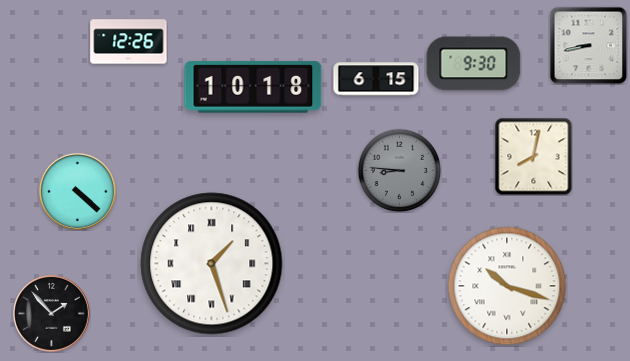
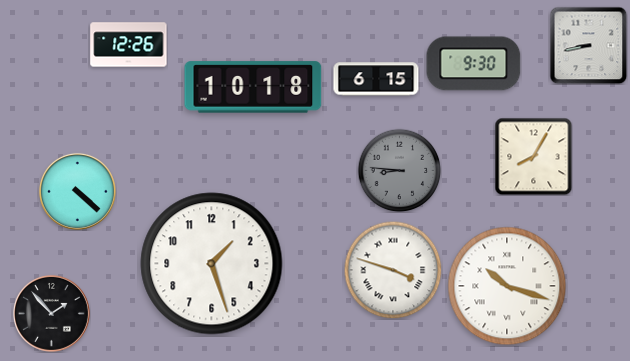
clock at (129, 42) position: (129, 42) -> (129, 45)
clock at (533, 156): 8:02 -> 8:05
clock at (212, 264) numerals: Roman -> Arabic
clock at (393, 270): none -> 3:48
